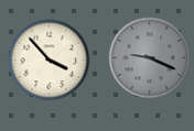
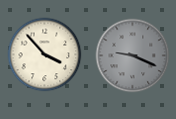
clock at (150, 58) position: (150, 58) -> (133, 56)
